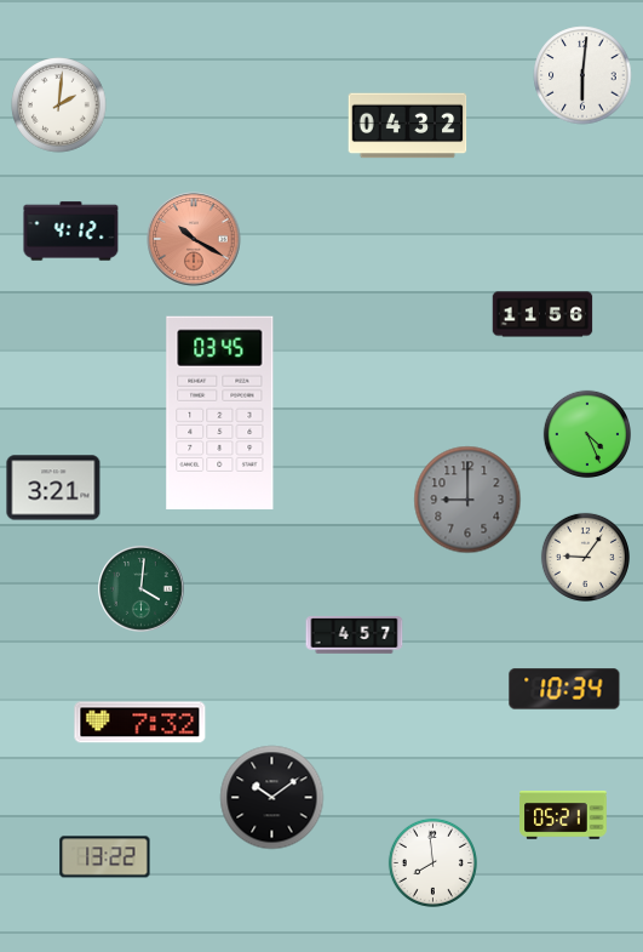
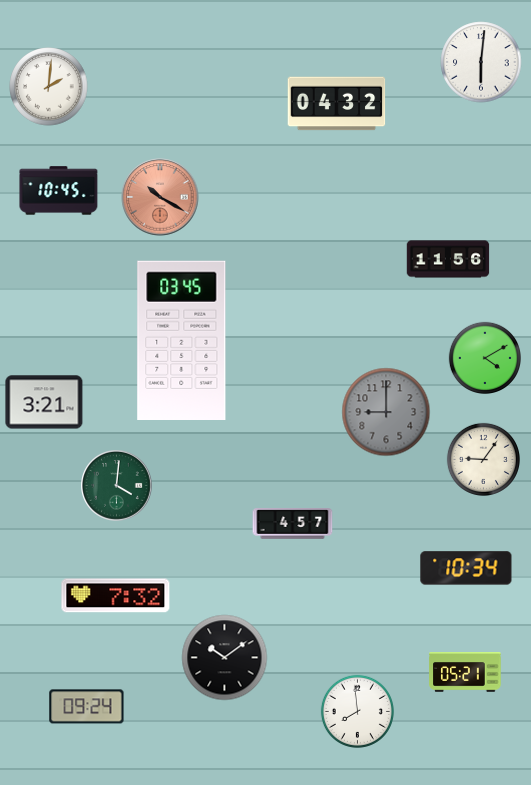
clock at (71, 232): 4:12 -> 10:45
clock at (586, 433): 4:26 -> 4:10
clock at (105, 857): 13:22 -> 09:24
